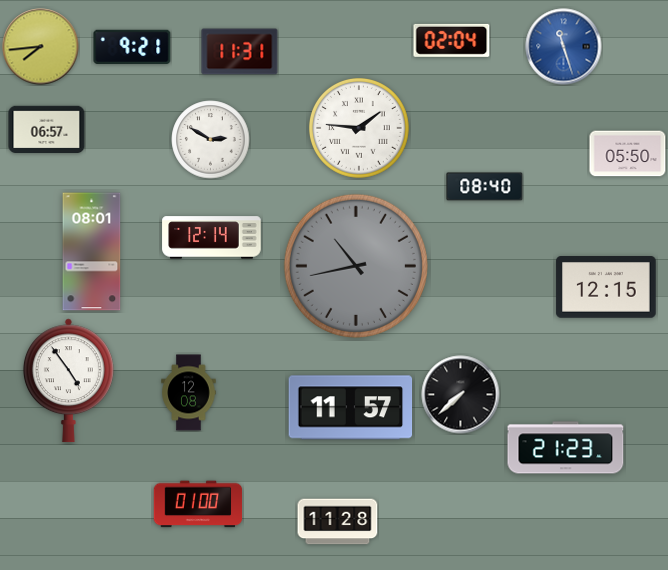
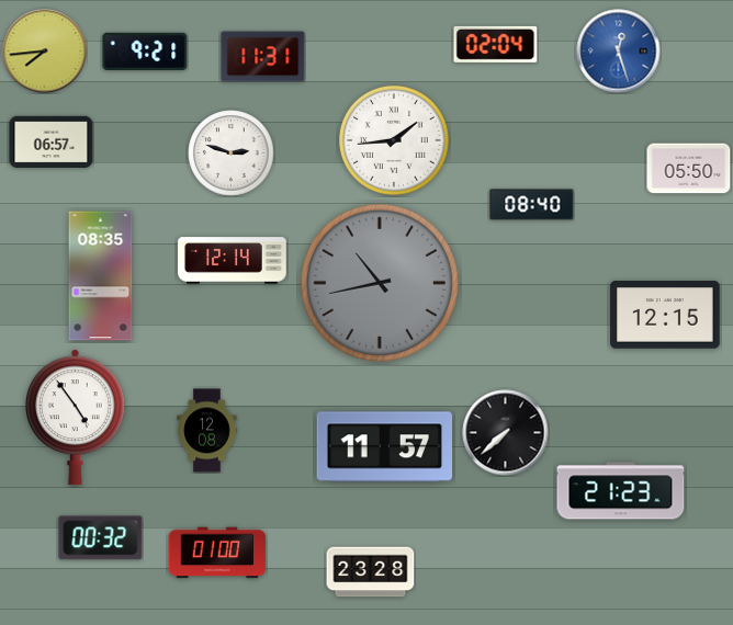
clock at (564, 47): 11:27 -> 12:27
clock at (359, 128): 1:46 -> 1:44
clock at (211, 140): 2:50 -> 2:48
clock at (92, 252): 08:01 -> 08:35
clock at (356, 266) position: (356, 266) -> (380, 283)
clock at (101, 538): none -> 00:32
clock at (338, 522): 11:28 -> 23:28
